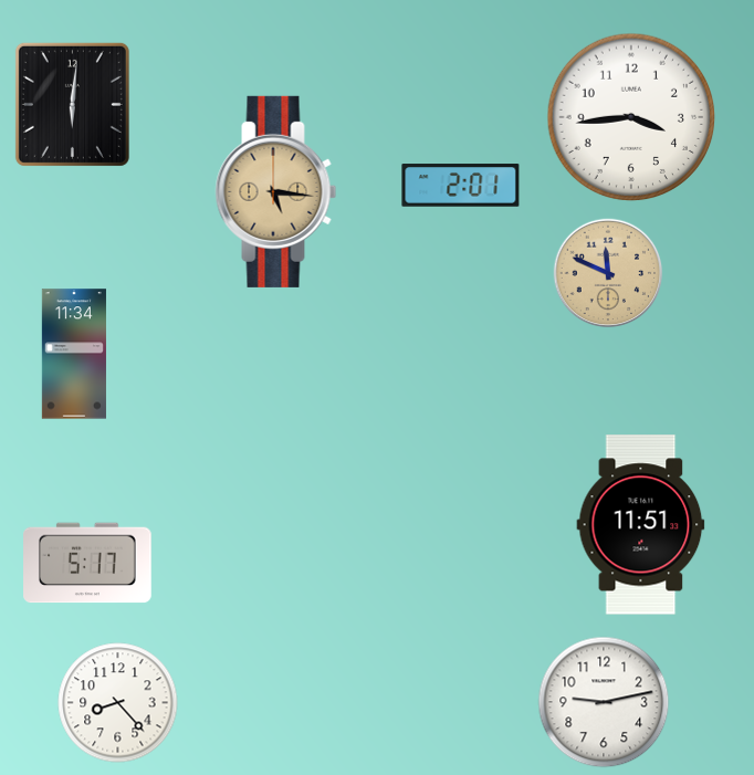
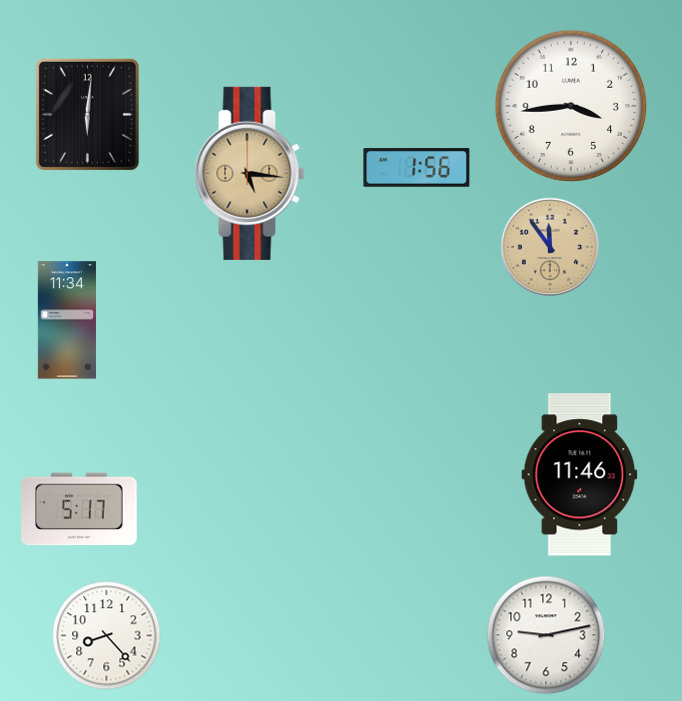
clock at (72, 104) position: (72, 104) -> (87, 114)
clock at (461, 186): 2:01 -> 1:56
clock at (608, 273): 11:49 -> 11:54
clock at (641, 525): 11:51 -> 11:46
